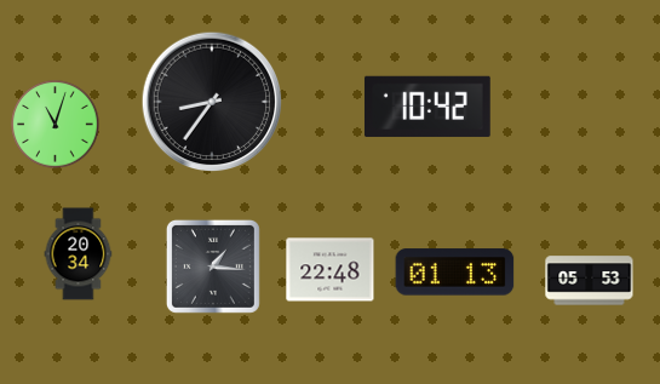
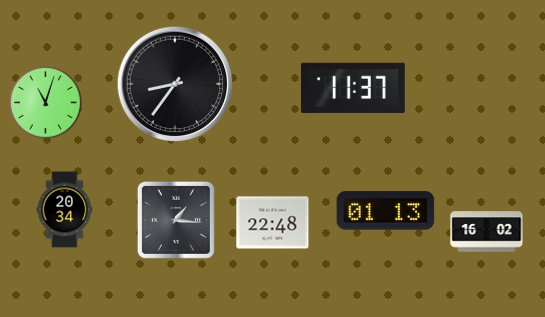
clock at (427, 107): 10:42 -> 11:37
clock at (455, 273) position: (455, 273) -> (386, 211)
clock at (590, 281): 05:53 -> 16:02
